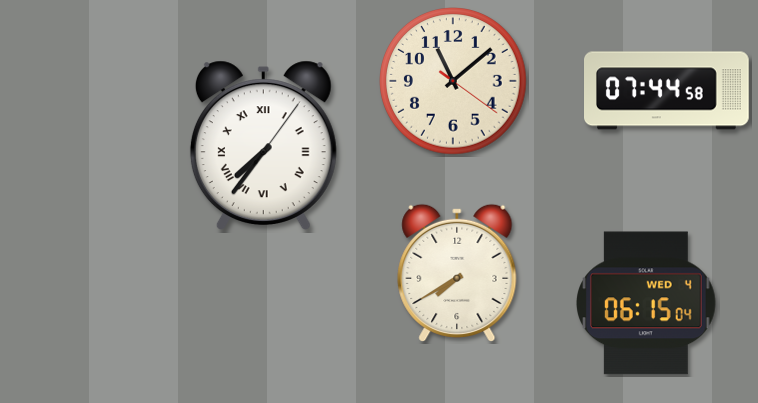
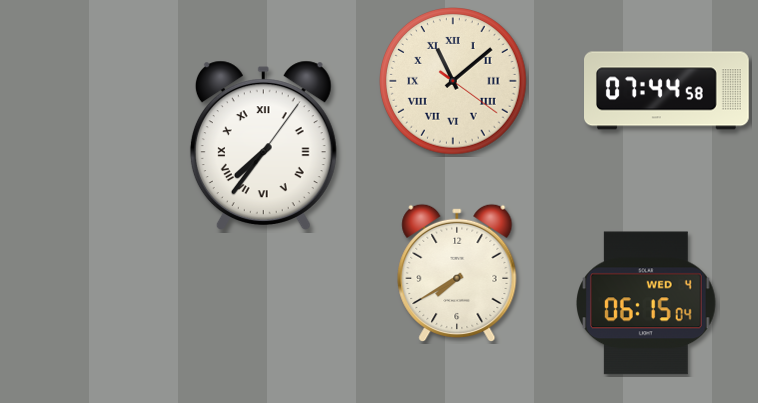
clock at (453, 81) numerals: Arabic -> Roman
